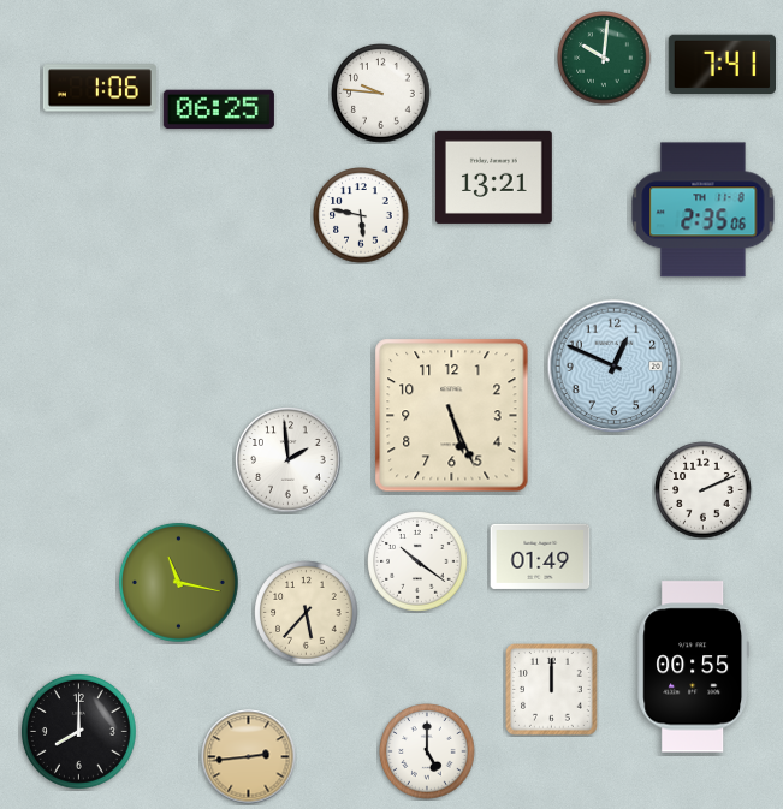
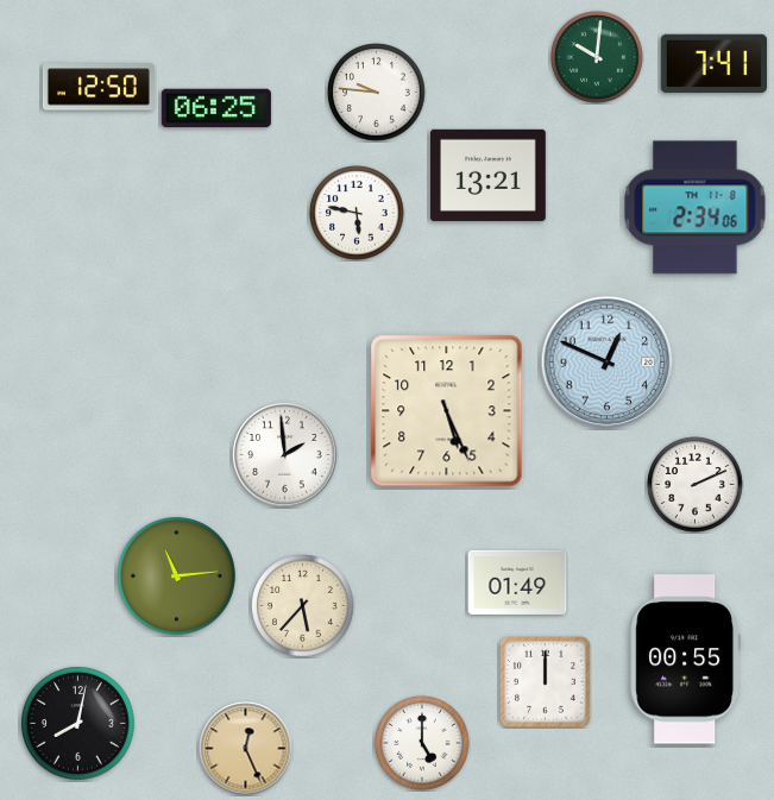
clock at (100, 88): 1:06 -> 12:50
clock at (704, 210): 2:35 -> 2:34
clock at (540, 557) position: (540, 557) -> (517, 582)
clock at (417, 561): 10:21 -> none
clock at (178, 582): 11:17 -> 11:14
clock at (78, 731): 8:00 -> 8:02
clock at (249, 757): 2:44 -> 12:26
